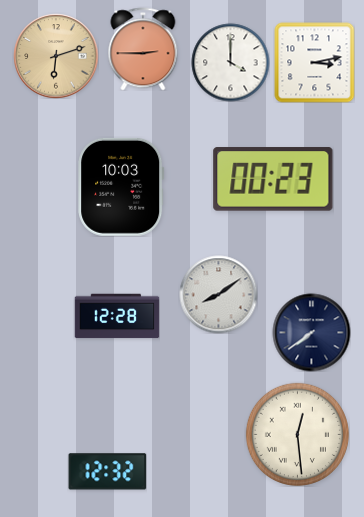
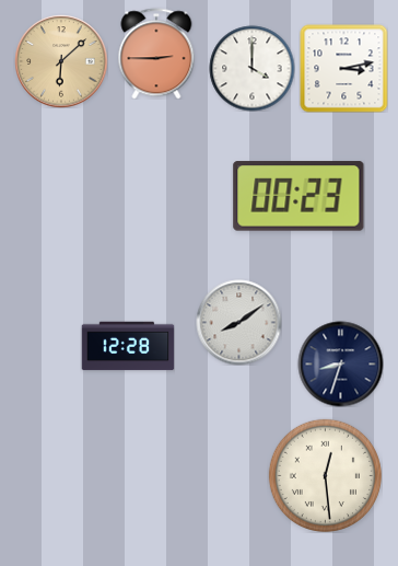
clock at (56, 56): 6:12 -> 6:08
clock at (121, 187): 10:03 -> none
clock at (311, 332): 7:39 -> 8:33
clock at (107, 472): 12:32 -> none
